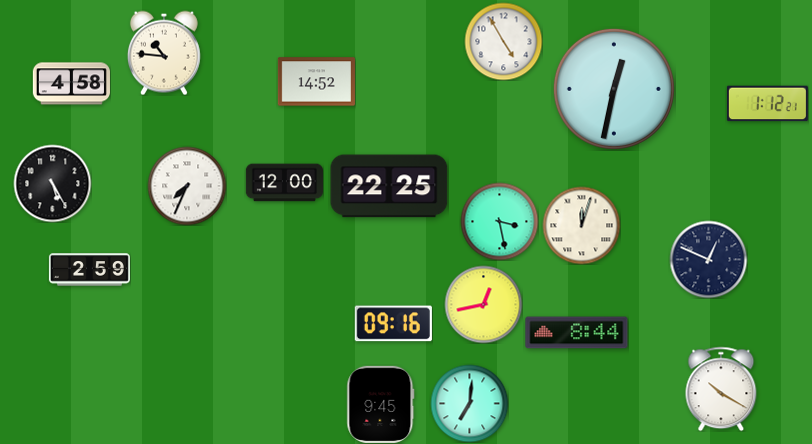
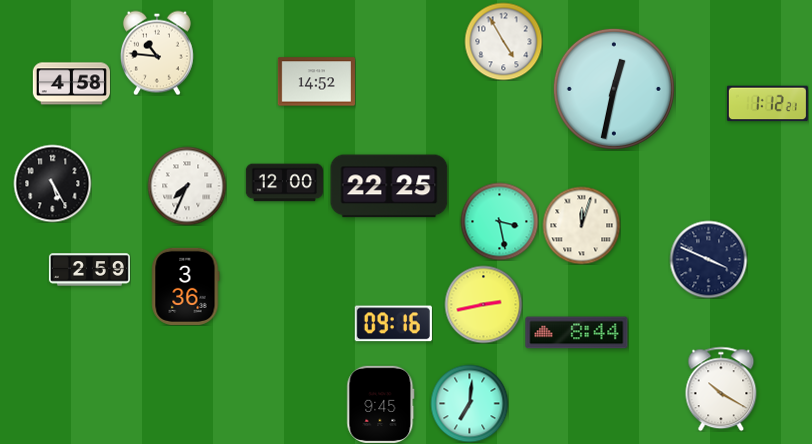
clock at (164, 53) position: (164, 53) -> (157, 53)
clock at (708, 259): 12:49 -> 3:49
clock at (186, 286): none -> 3:36
clock at (483, 304): 12:43 -> 2:43
